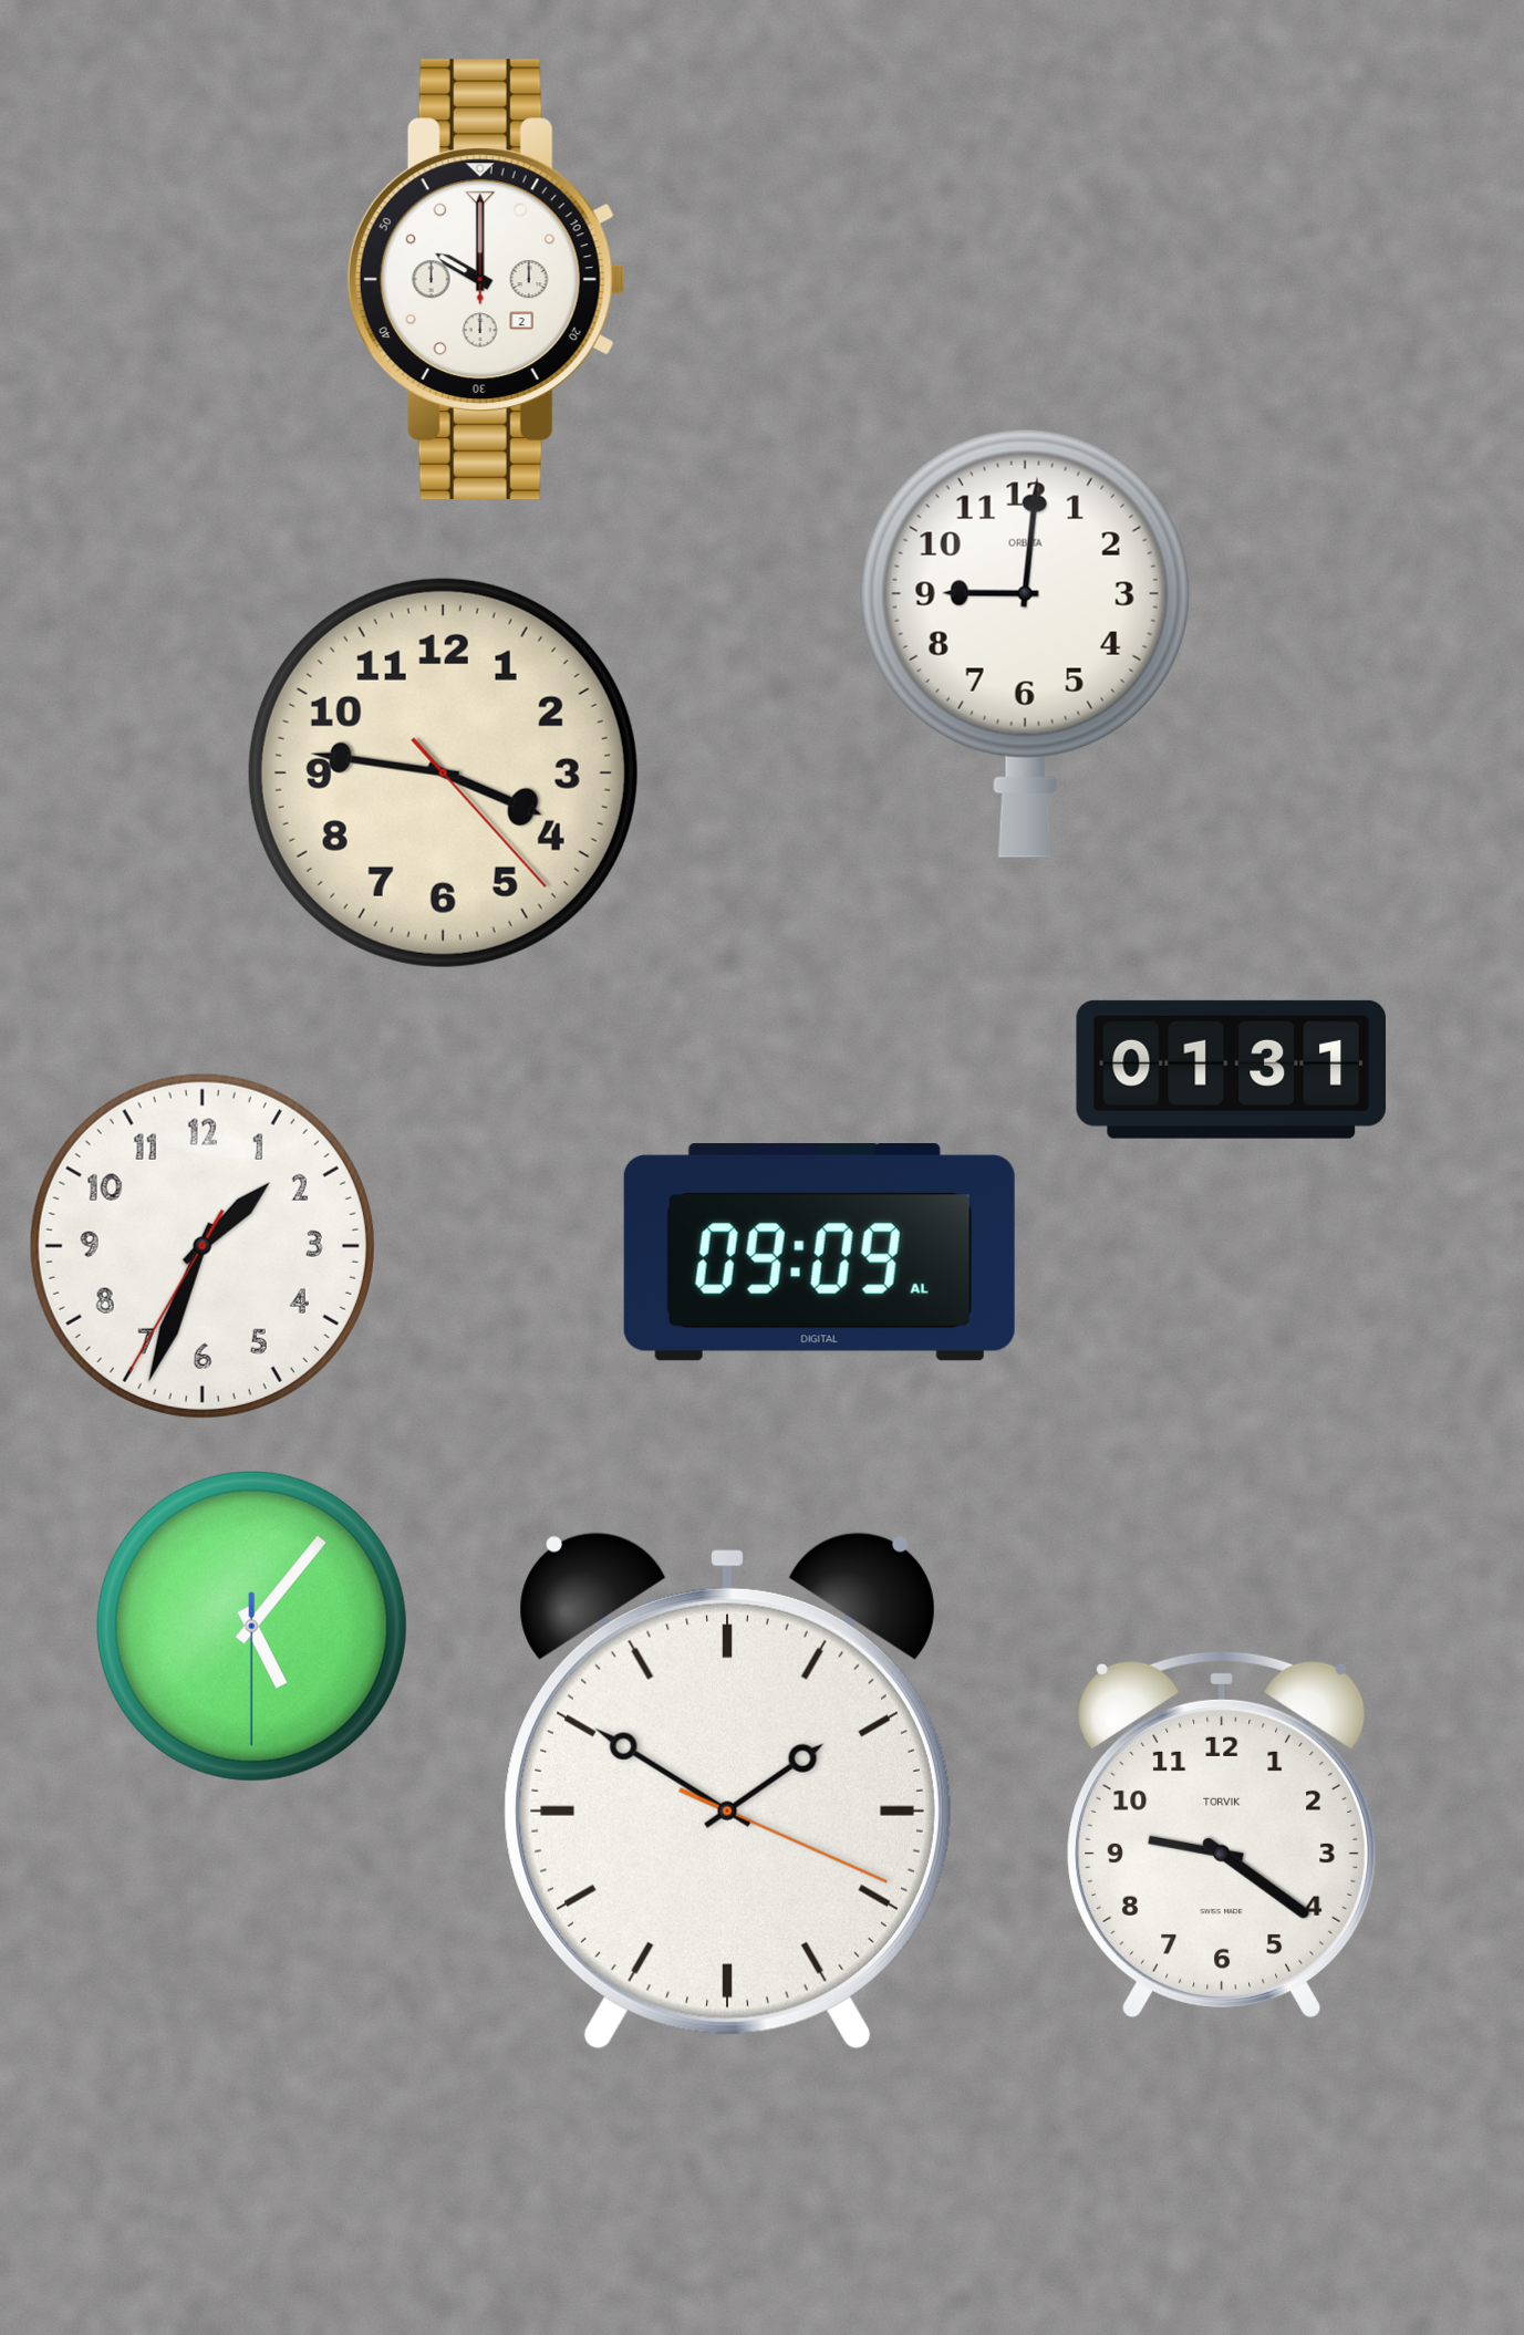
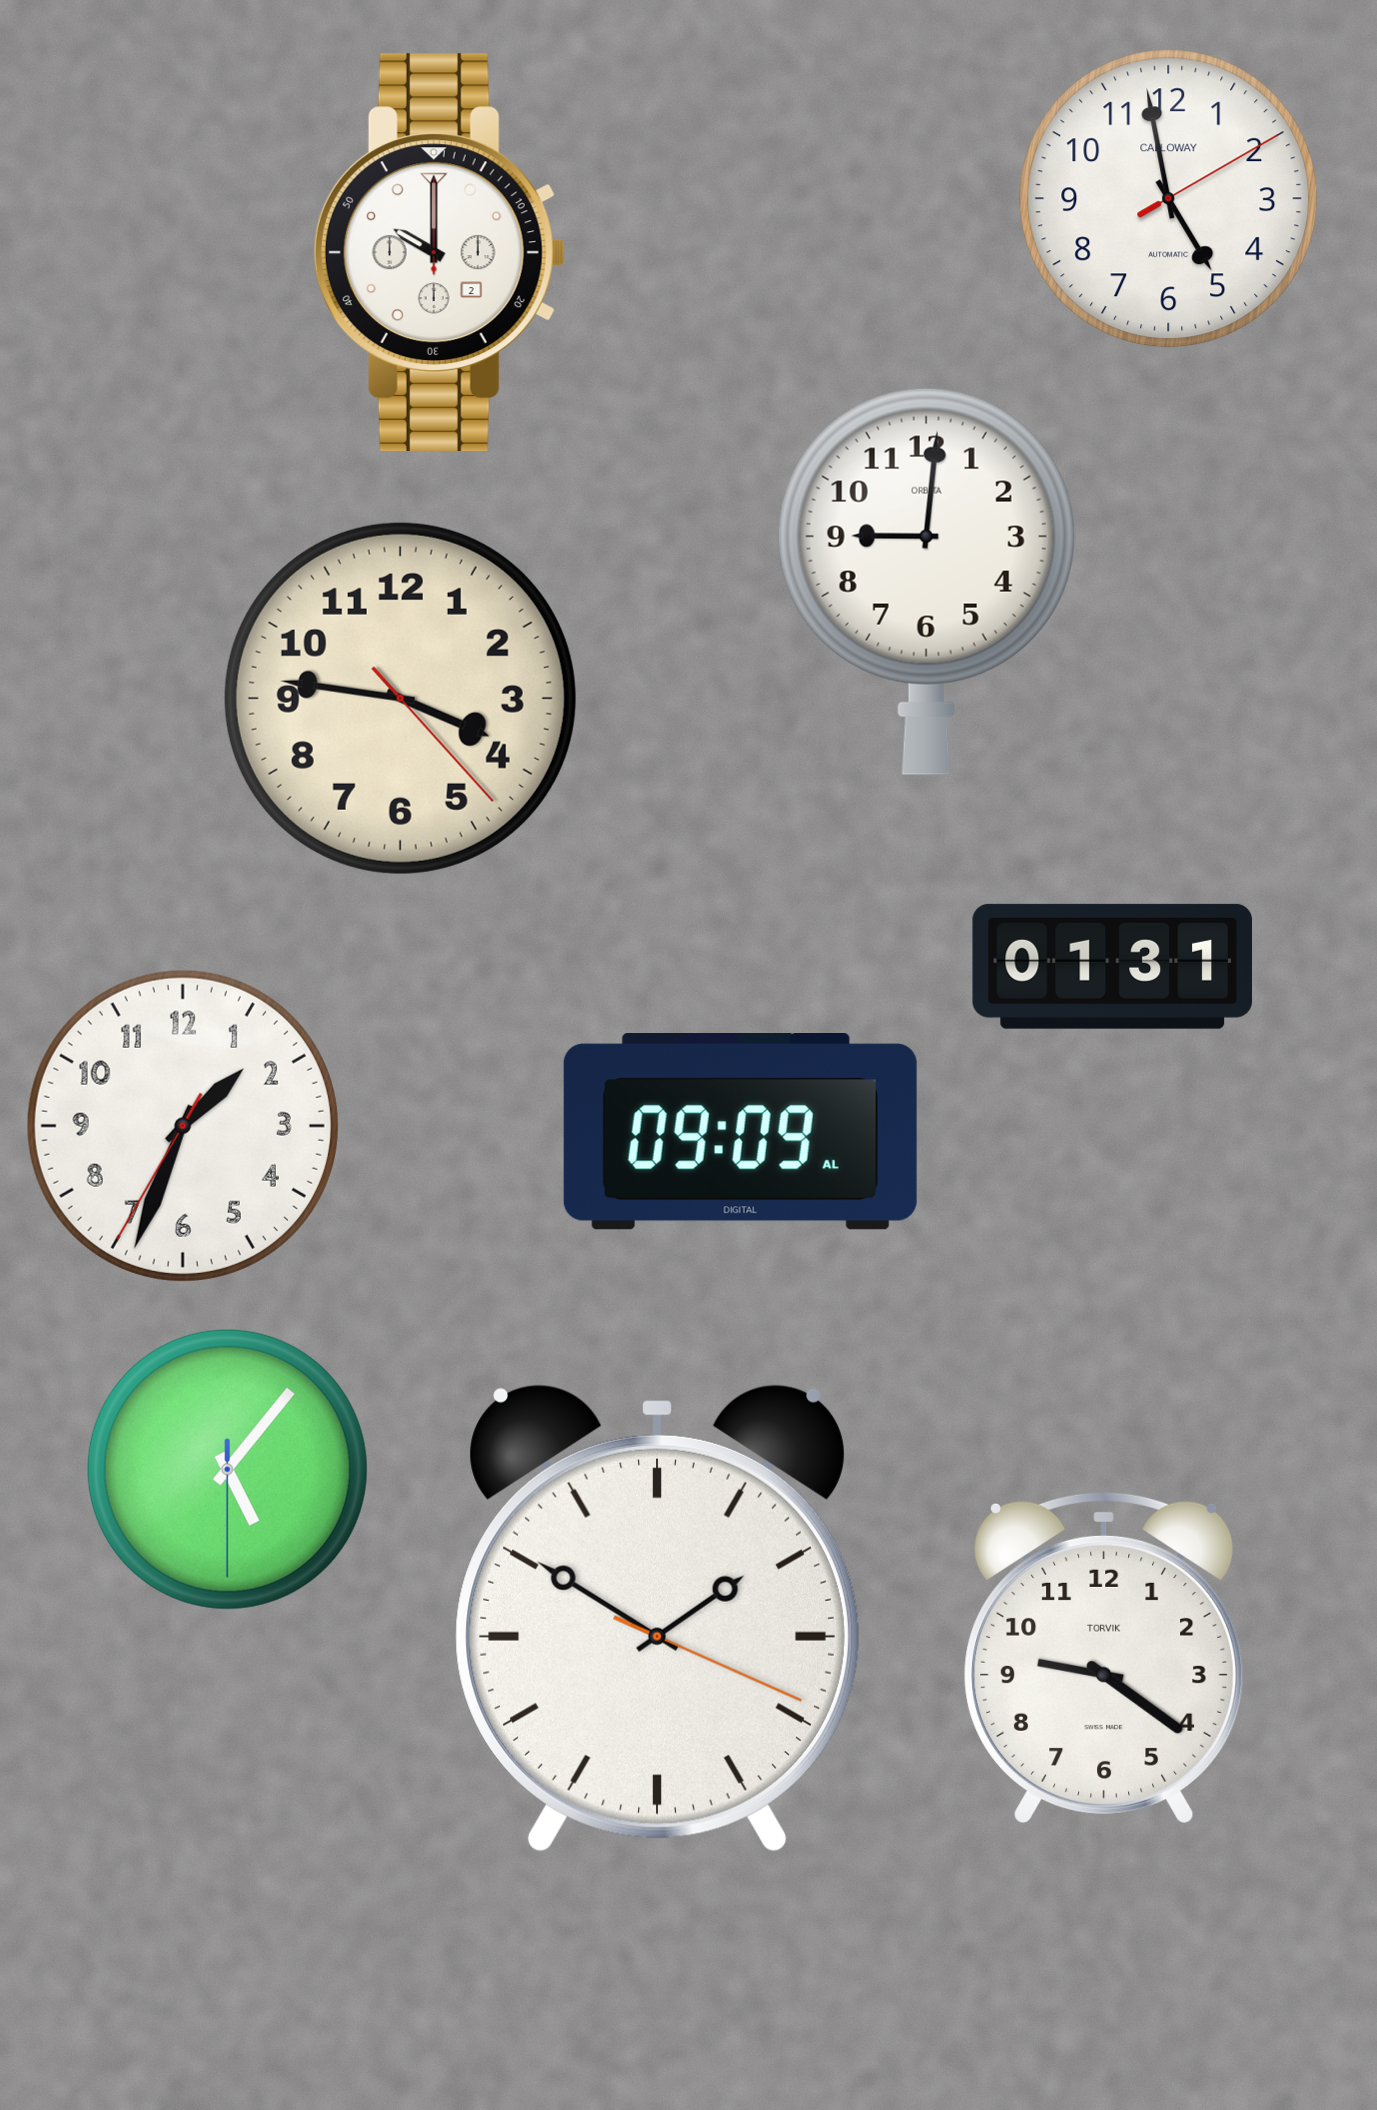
clock at (1169, 199): none -> 4:58
